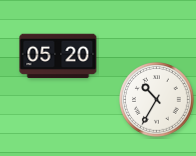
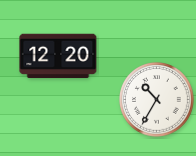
clock at (58, 56): 05:20 -> 12:20
